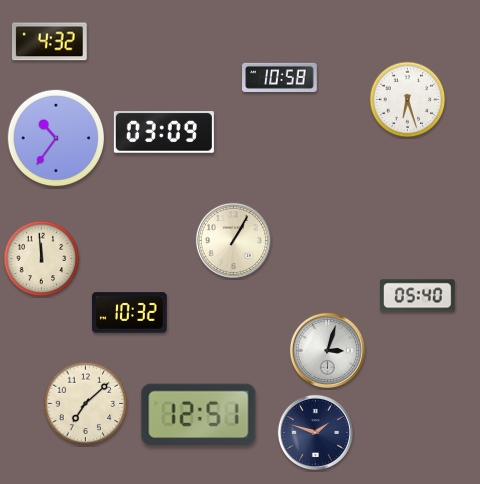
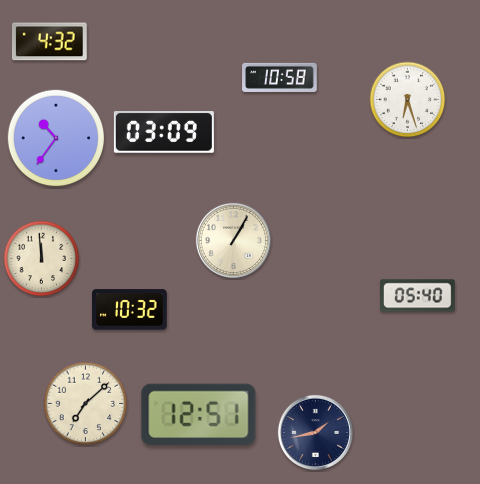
clock at (130, 313) position: (130, 313) -> (130, 310)
clock at (327, 350): 3:03 -> none
clock at (315, 432): 1:48 -> 1:43
